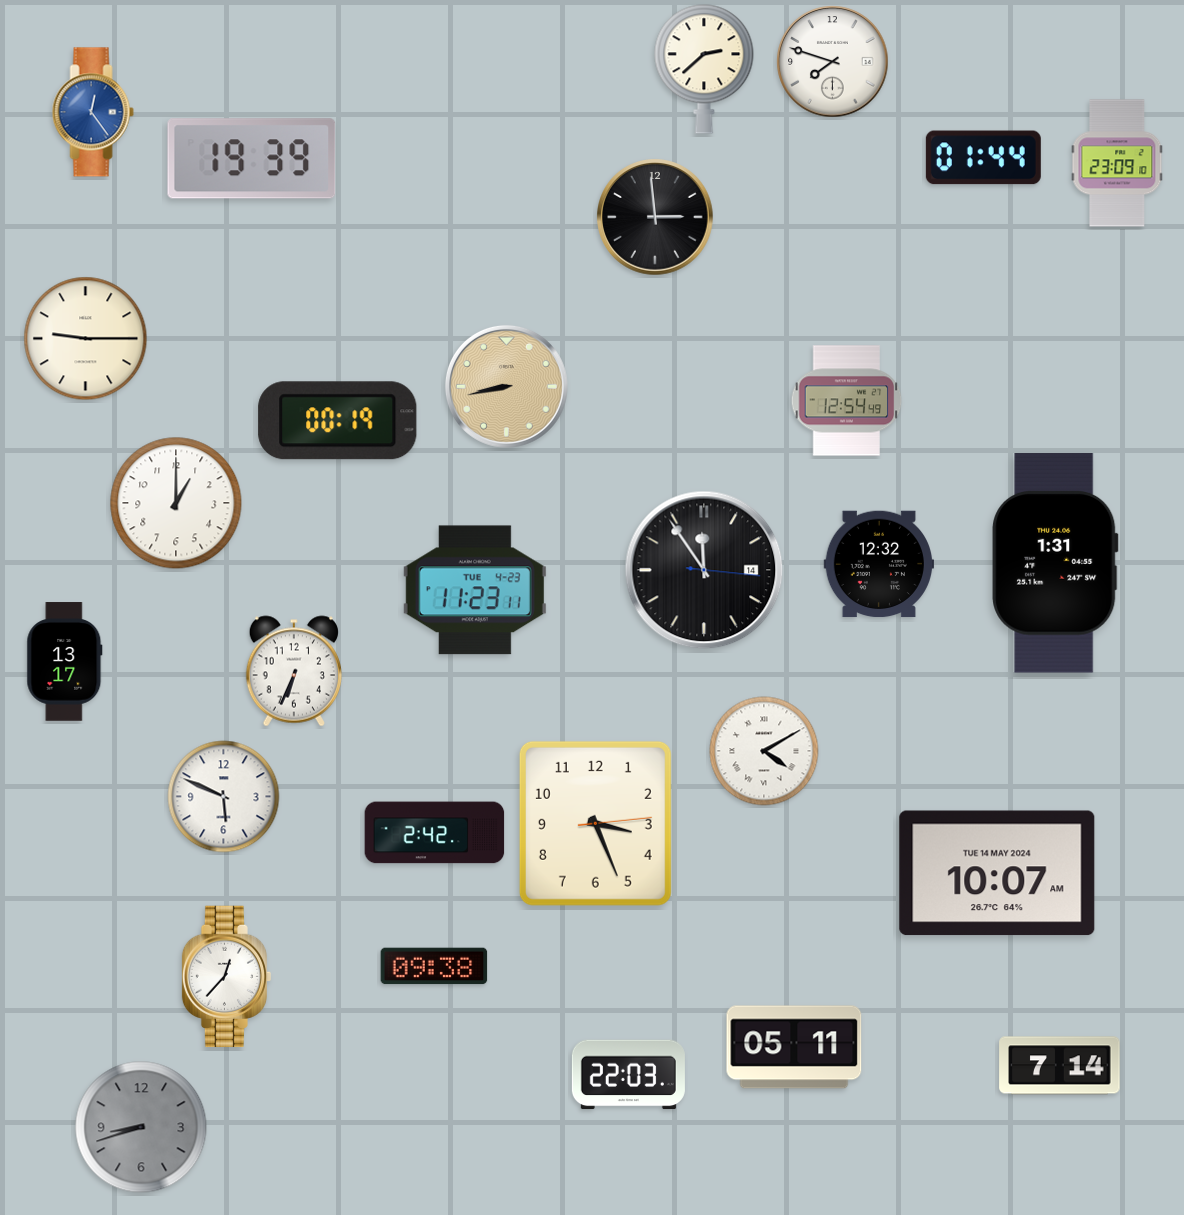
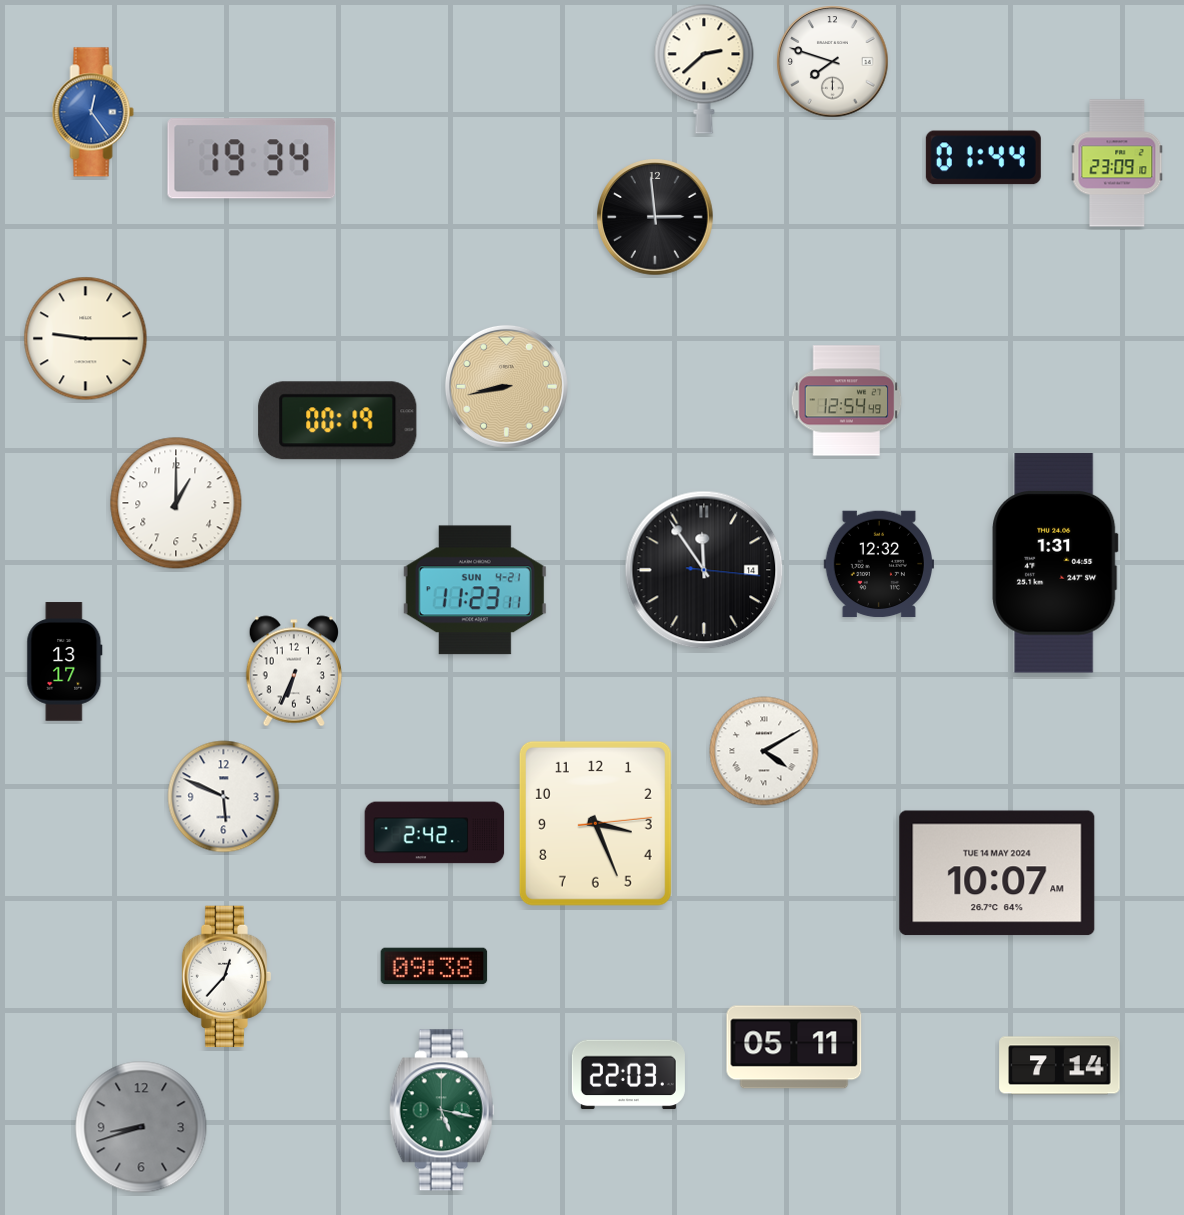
clock at (252, 159): 19:39 -> 19:34
clock at (475, 590) date: TUE 4-23 -> SUN 4-21
clock at (442, 1110): none -> 5:17
